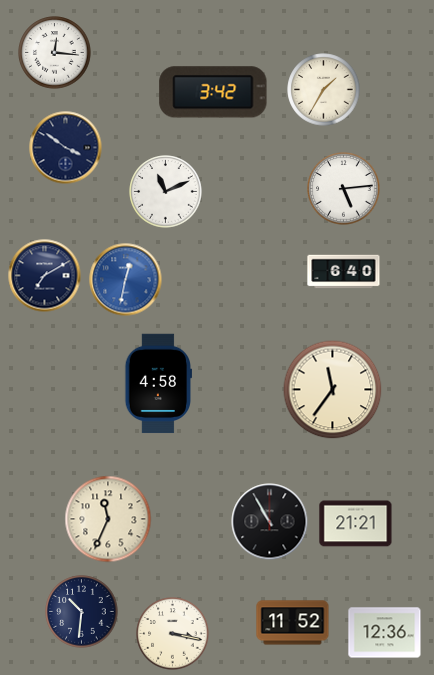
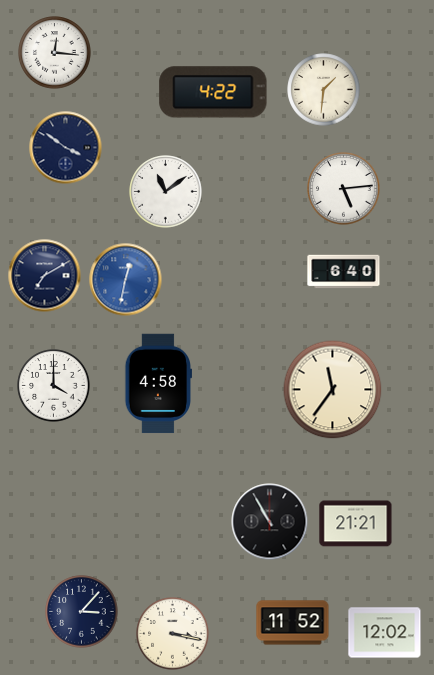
clock at (324, 90): 1:35 -> 1:31
clock at (213, 92): 3:42 -> 4:22
clock at (166, 192): 11:11 -> 11:09
clock at (54, 386): none -> 4:00
clock at (108, 519): 11:34 -> none
clock at (82, 612): 10:31 -> 3:07
clock at (385, 633): 12:36 -> 12:02
